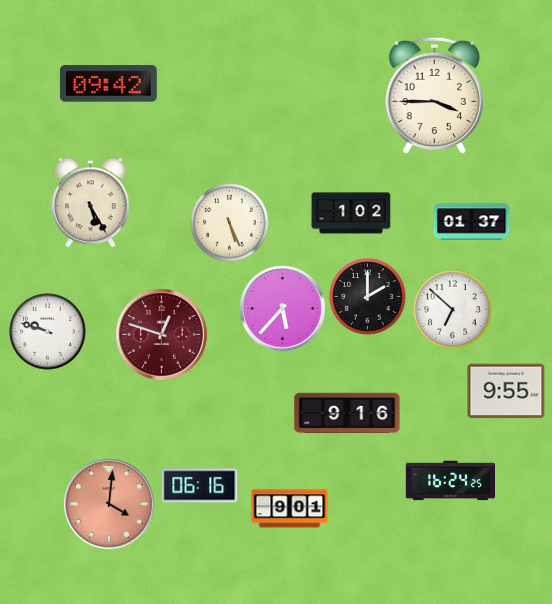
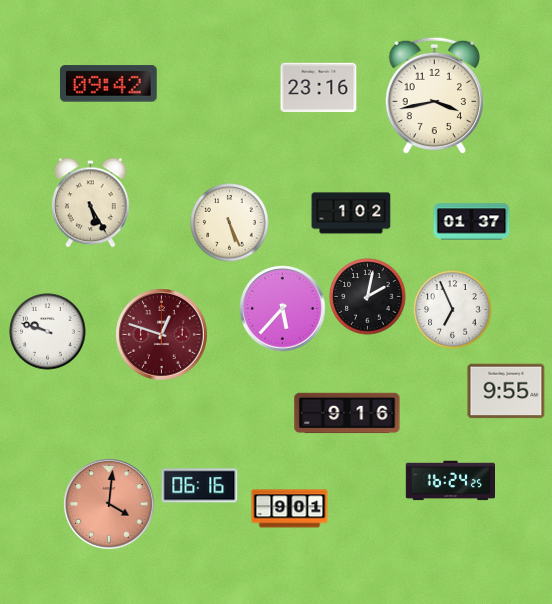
clock at (319, 88): none -> 23:16
clock at (434, 96): 3:45 -> 3:43
clock at (368, 297): 2:00 -> 2:02
clock at (453, 310): 6:52 -> 6:56
